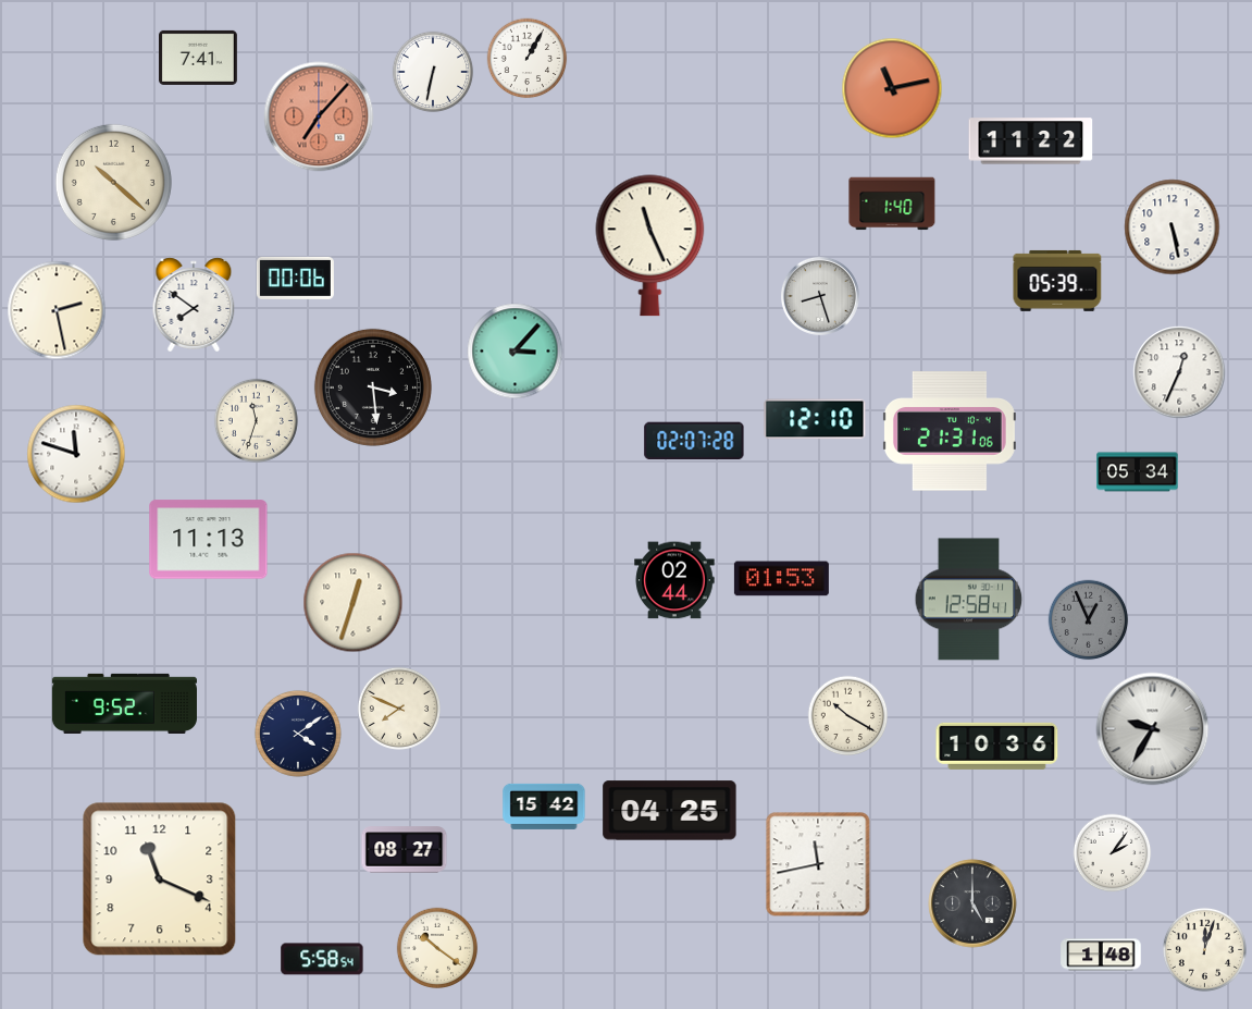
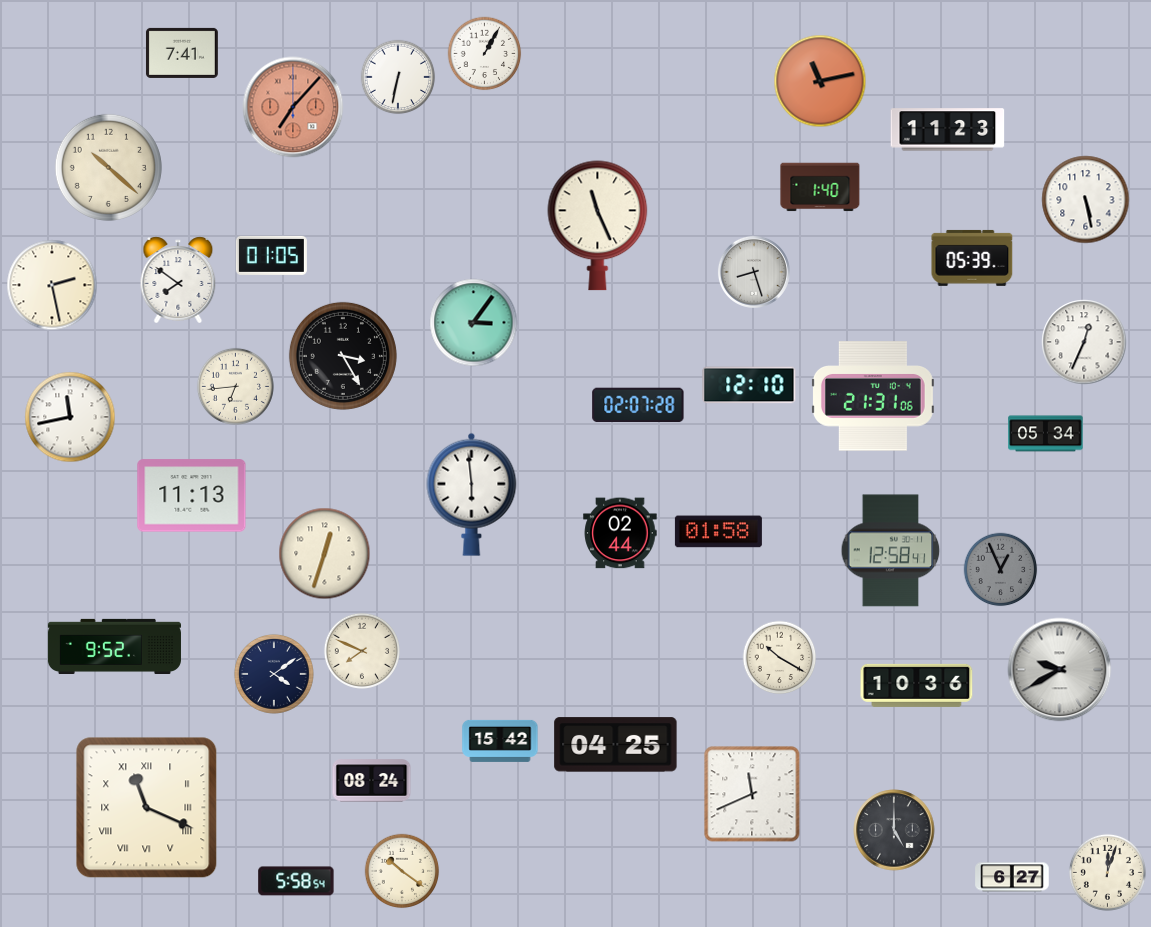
clock at (433, 72) position: (433, 72) -> (398, 77)
clock at (1031, 141): 11:22 -> 11:23
clock at (113, 182) position: (113, 182) -> (108, 167)
clock at (1173, 227) position: (1173, 227) -> (1086, 200)
clock at (295, 278): 00:06 -> 01:05
clock at (516, 352): 3:07 -> 3:06
clock at (373, 387): 3:29 -> 3:25
clock at (256, 420): 11:33 -> 6:44
clock at (76, 454): 11:48 -> 11:43
clock at (472, 494): none -> 5:59
clock at (781, 579): 01:53 -> 01:58
clock at (399, 709) position: (399, 709) -> (362, 651)
clock at (1153, 729): 9:35 -> 9:40
clock at (405, 850): 08:27 -> 08:24
clock at (1113, 853): 2:06 -> none
clock at (818, 864): 11:43 -> 11:41
clock at (160, 879) numerals: Arabic -> Roman
clock at (1101, 955): 1:48 -> 6:27
